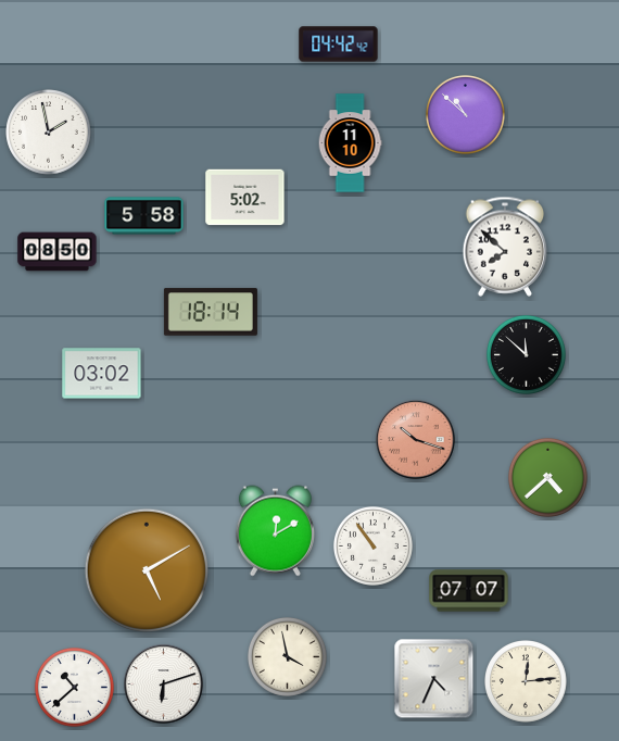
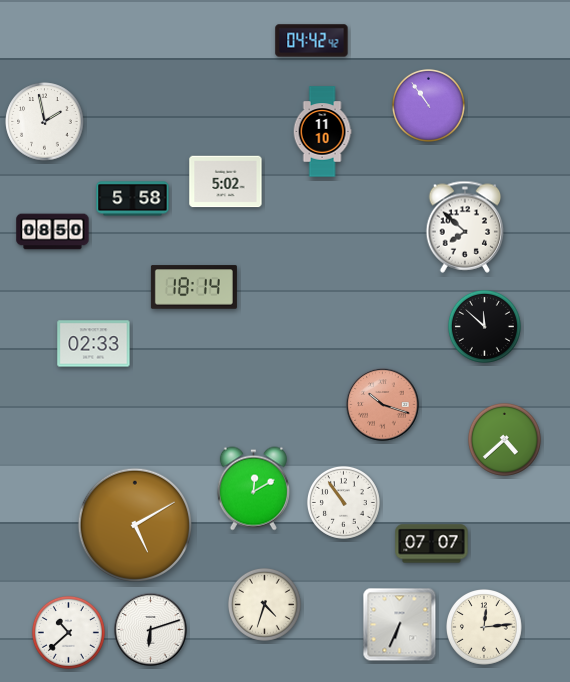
clock at (465, 114): 10:52 -> 10:54
clock at (102, 374): 03:02 -> 02:33
clock at (287, 656): 3:58 -> 4:33
clock at (434, 679): 4:34 -> 6:34
